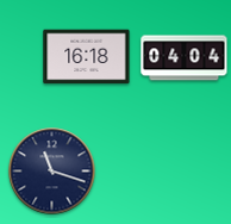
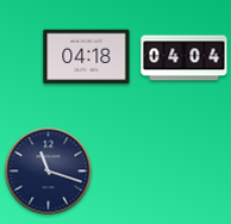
clock at (87, 57): 16:18 -> 04:18
clock at (52, 172) position: (52, 172) -> (49, 172)
